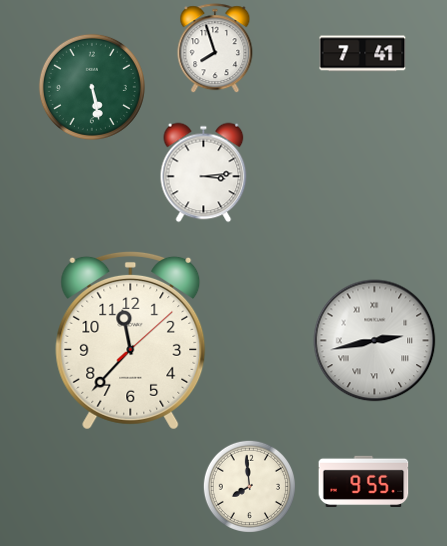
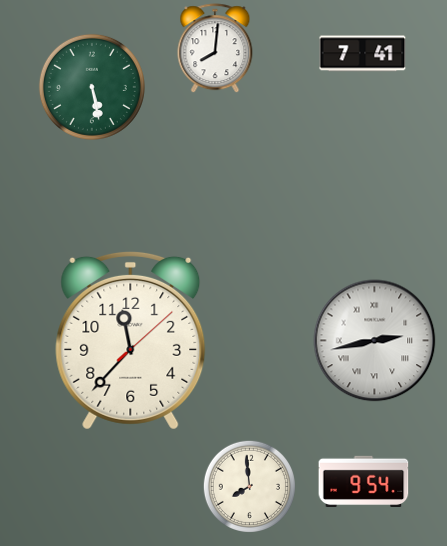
clock at (215, 49): 7:57 -> 8:01
clock at (204, 173): 3:14 -> none
clock at (364, 481): 9:55 -> 9:54
